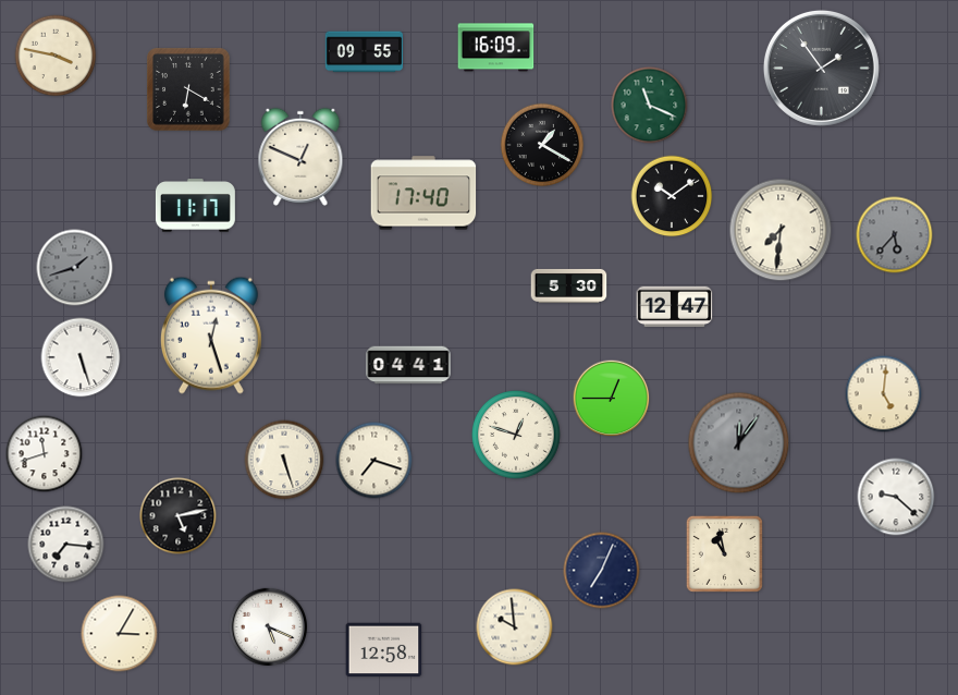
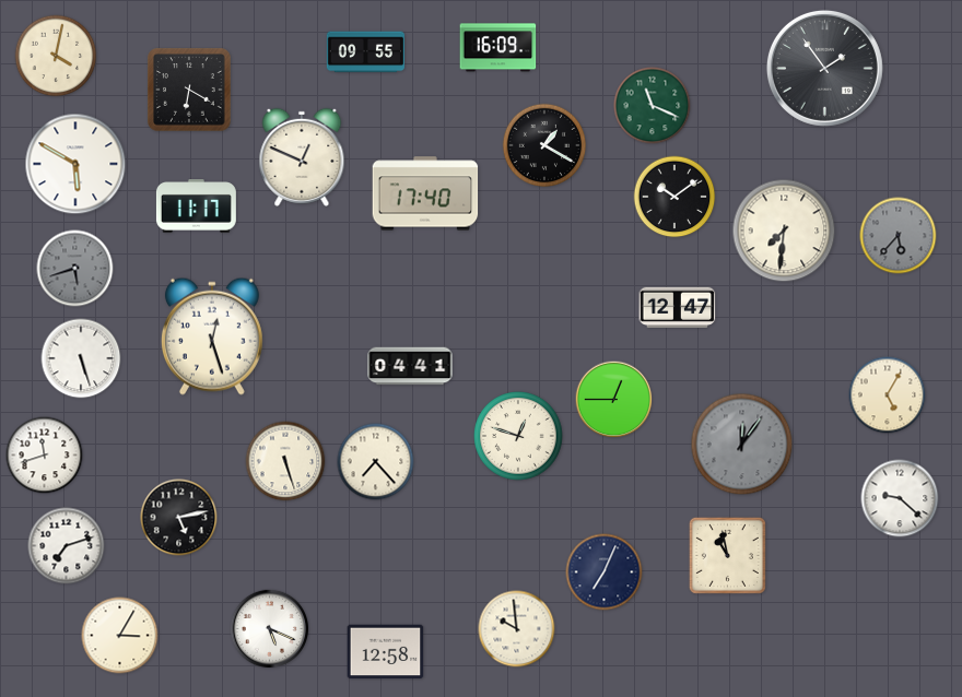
clock at (56, 56): 3:47 -> 4:02
clock at (75, 164): none -> 5:50
clock at (75, 268): 1:42 -> 5:42
clock at (569, 285): 5:30 -> none
clock at (884, 394): 5:01 -> 5:05
clock at (374, 461): 7:18 -> 7:23
clock at (66, 545): 7:16 -> 7:12
